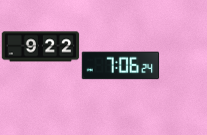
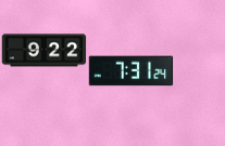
clock at (120, 66): 7:06 -> 7:31
